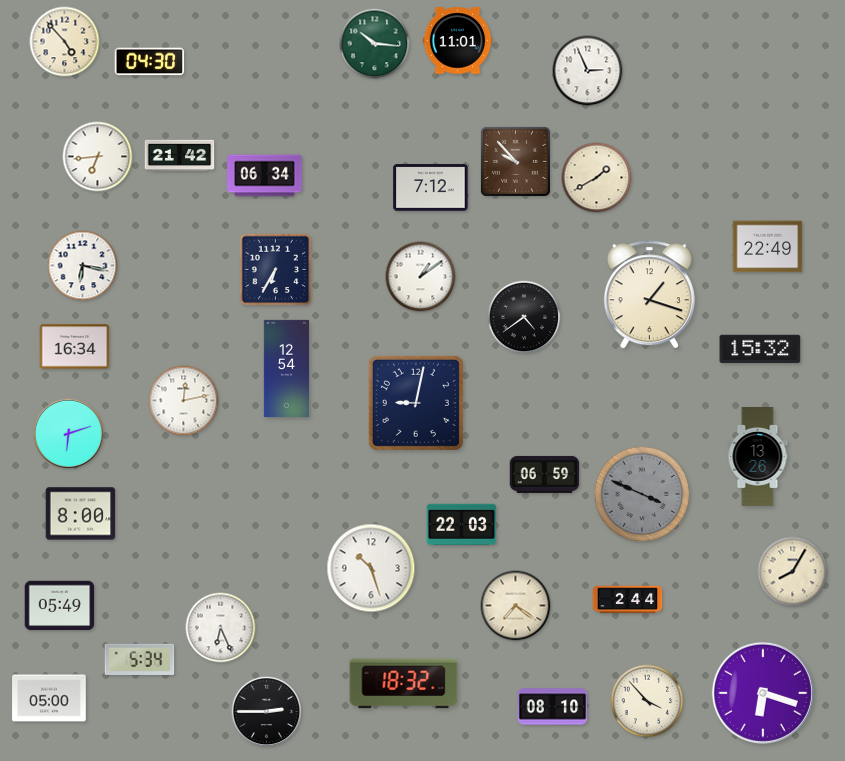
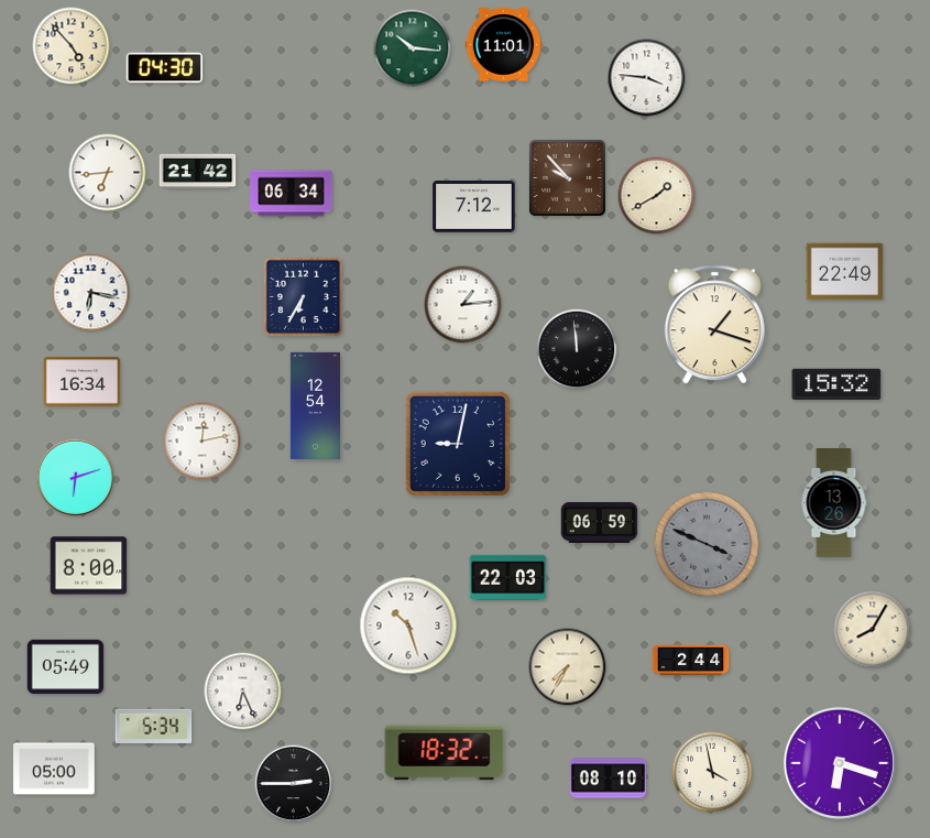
clock at (588, 71): 2:56 -> 3:46
clock at (421, 277): 1:09 -> 1:14
clock at (524, 317): 4:39 -> 11:59
clock at (516, 606): 7:21 -> 7:35
clock at (647, 701): 3:53 -> 3:58
